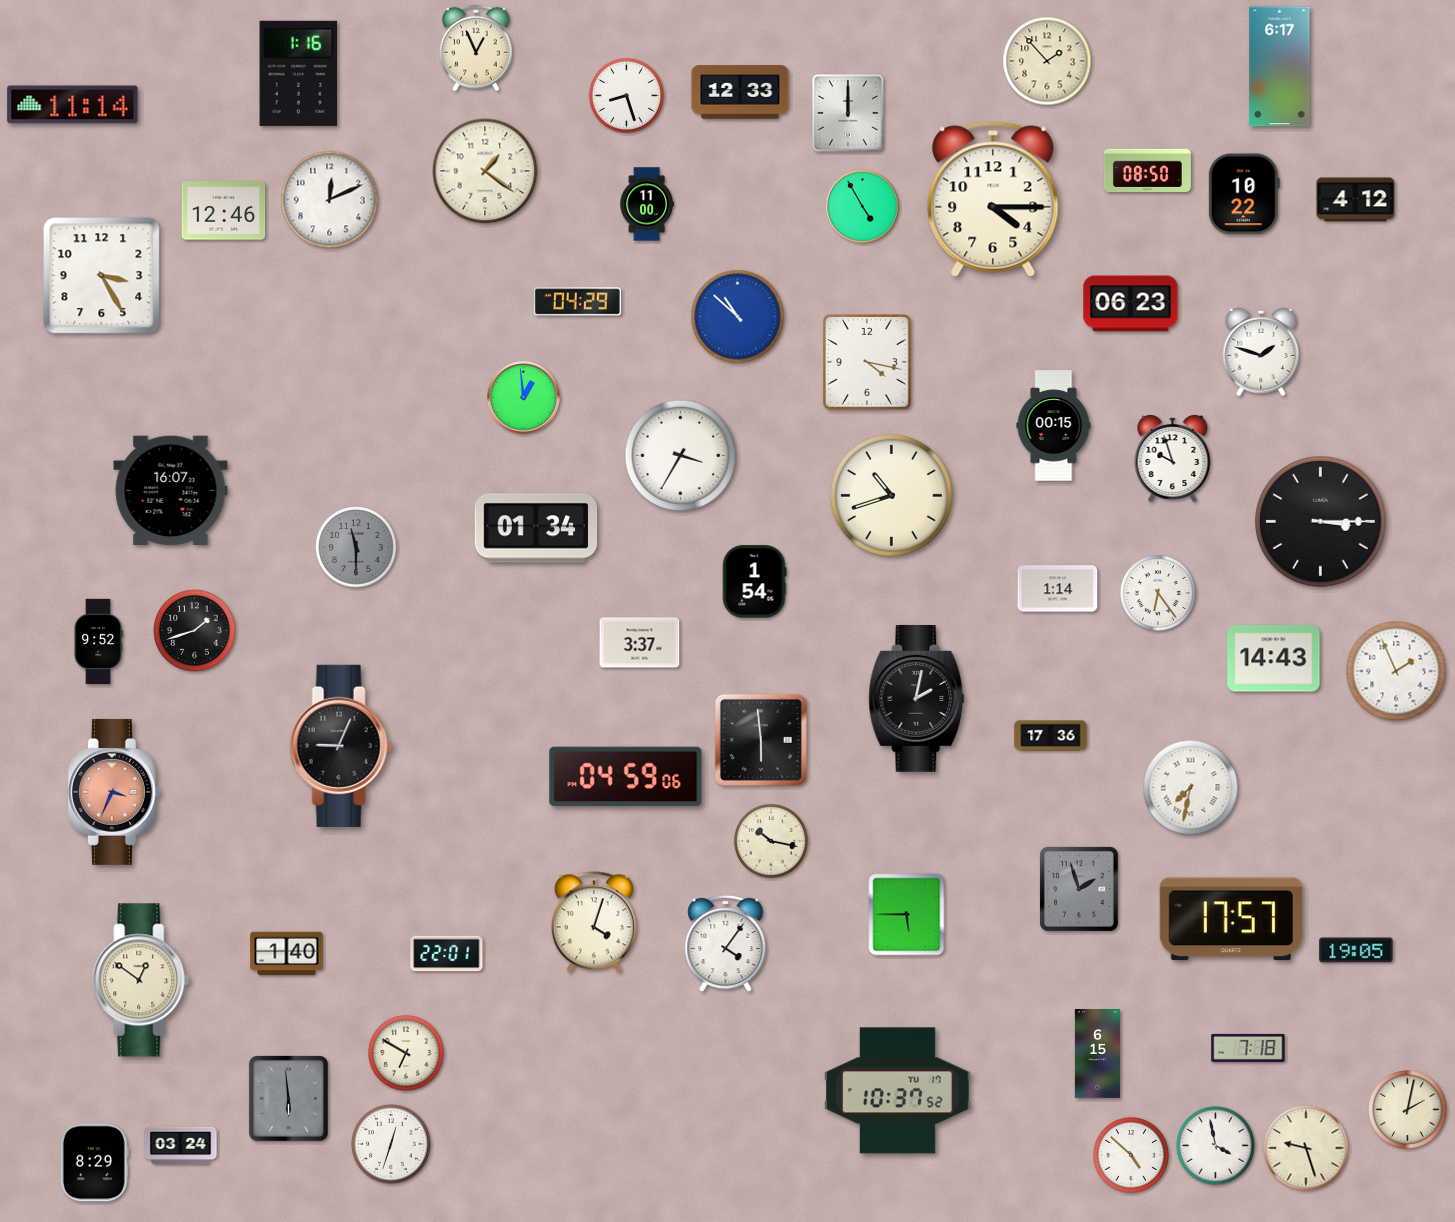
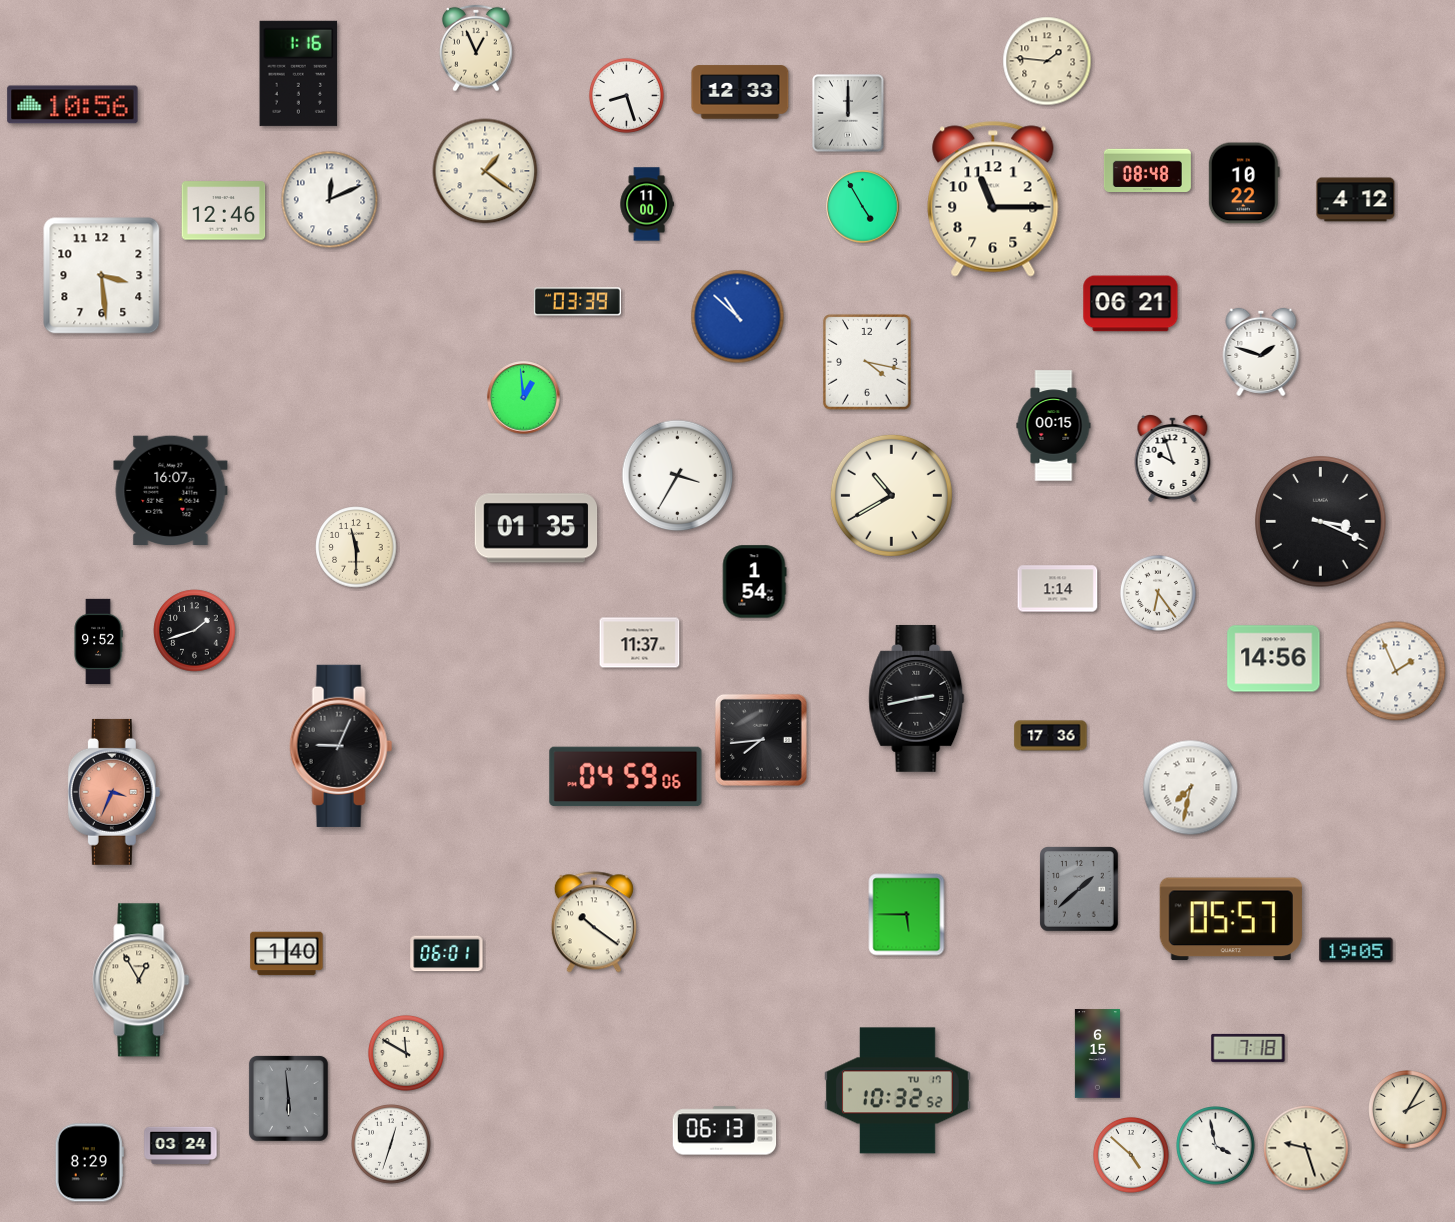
clock at (1047, 61): 1:53 -> 1:46
clock at (1280, 67): 6:17 -> none
clock at (73, 105): 11:14 -> 10:56
clock at (1147, 170): 08:50 -> 08:48
clock at (1244, 194) position: (1244, 194) -> (1244, 183)
clock at (993, 199): 4:15 -> 11:15
clock at (102, 276): 3:25 -> 3:29
clock at (577, 302): 04:29 -> 03:39
clock at (1131, 304): 06:23 -> 06:21
clock at (681, 456) position: (681, 456) -> (678, 476)
clock at (891, 495): 10:42 -> 10:40
clock at (1321, 522): 3:15 -> 3:19
clock at (536, 528): 01:34 -> 01:35
clock at (356, 547) dial: grey -> cream
clock at (640, 643): 3:37 -> 11:37
clock at (1274, 659): 14:43 -> 14:56
clock at (917, 698): 2:02 -> 2:43
clock at (761, 740): 5:59 -> 7:44
clock at (771, 841): 10:17 -> none
clock at (1080, 890): 1:57 -> 1:38
clock at (1231, 919): 17:57 -> 05:57
clock at (594, 922): 4:03 -> 10:21
clock at (726, 944): 4:06 -> none
clock at (447, 954): 22:01 -> 06:01
clock at (141, 980): 12:51 -> 12:55
clock at (406, 1053): 6:50 -> 11:50
clock at (897, 1091): 10:37 -> 10:32
clock at (1408, 1110): 2:02 -> 2:05
clock at (725, 1131): none -> 06:13
clock at (94, 1163) position: (94, 1163) -> (89, 1163)
